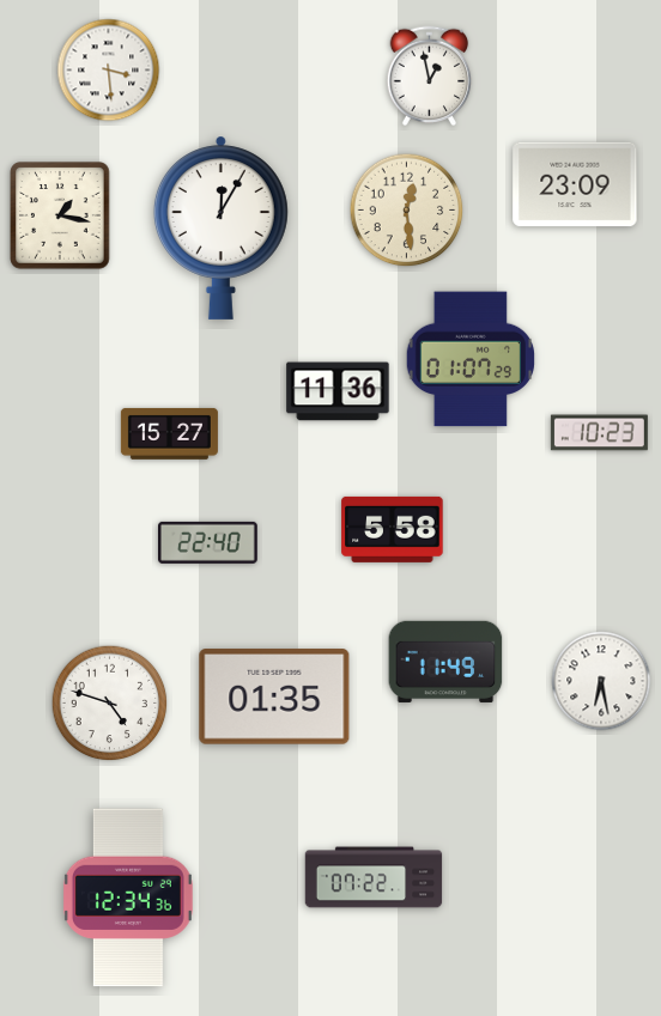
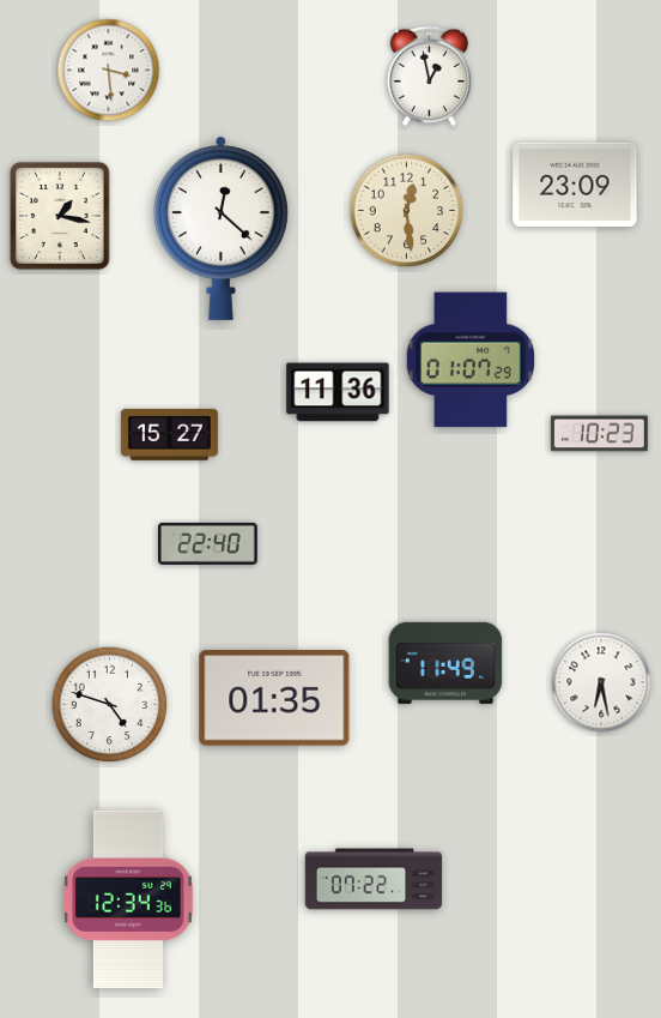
clock at (220, 227): 12:05 -> 12:22
clock at (393, 529): 5:58 -> none
